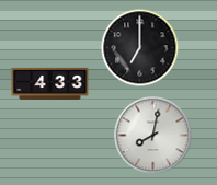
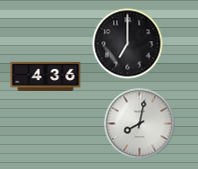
clock at (50, 83): 4:33 -> 4:36
